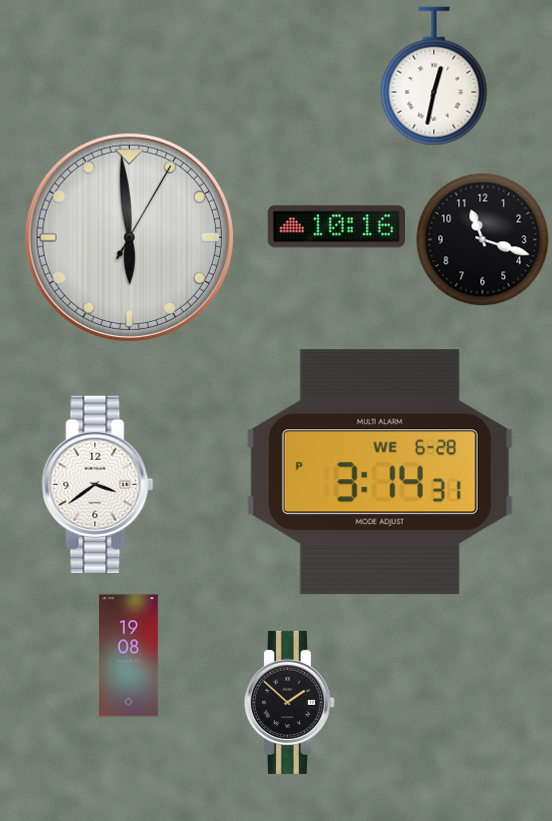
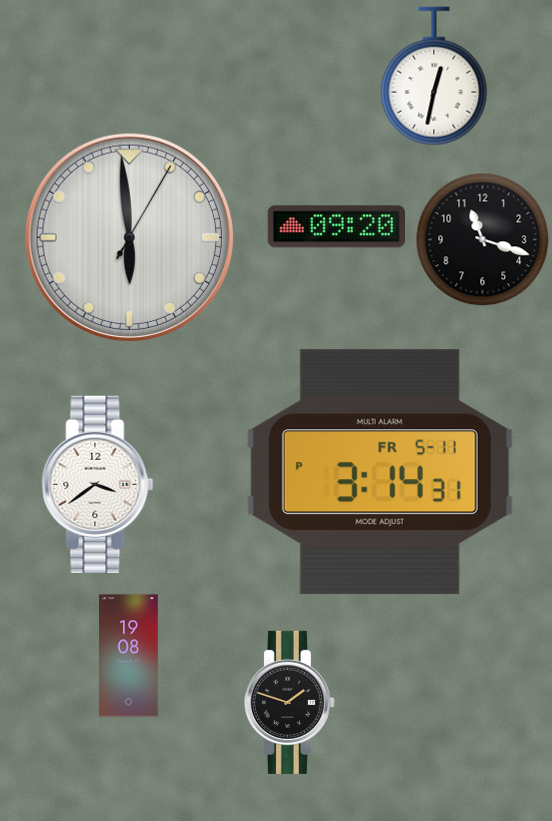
clock at (336, 227): 10:16 -> 09:20
clock at (380, 472) date: WE 6-28 -> FR 5-11
clock at (289, 702): 1:52 -> 1:48
